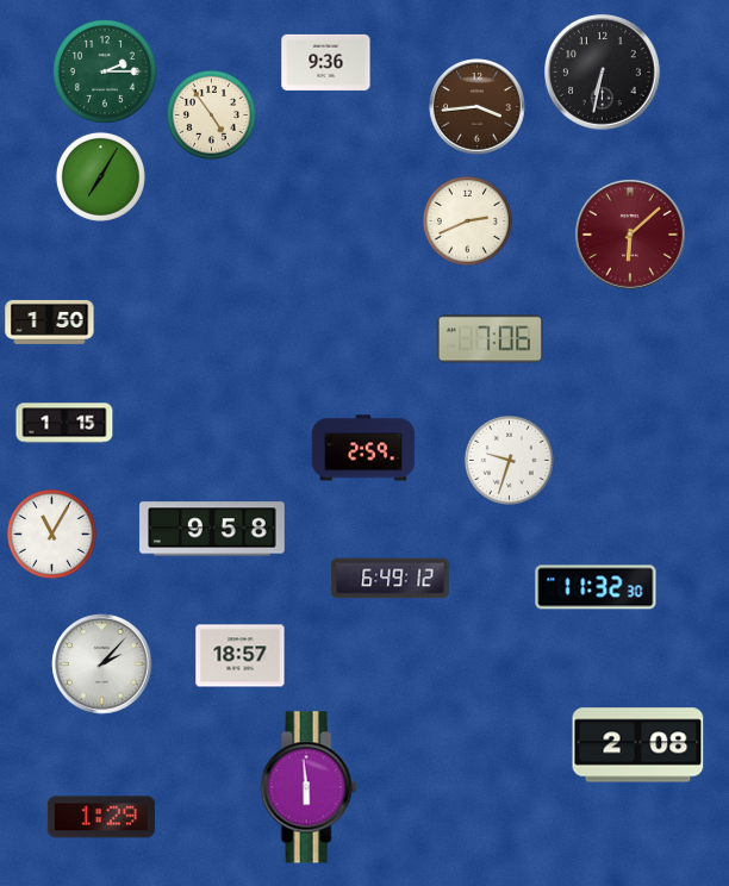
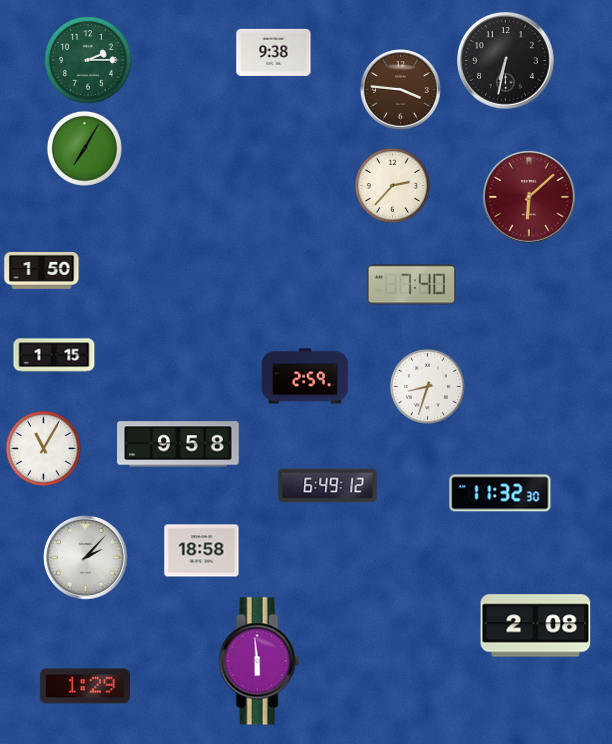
clock at (326, 62): 9:36 -> 9:38
clock at (478, 107): 3:44 -> 3:46
clock at (211, 114): 4:54 -> none
clock at (467, 220): 2:41 -> 2:37
clock at (490, 339): 7:06 -> 7:40
clock at (509, 460): 9:33 -> 8:33
clock at (241, 656): 18:57 -> 18:58
